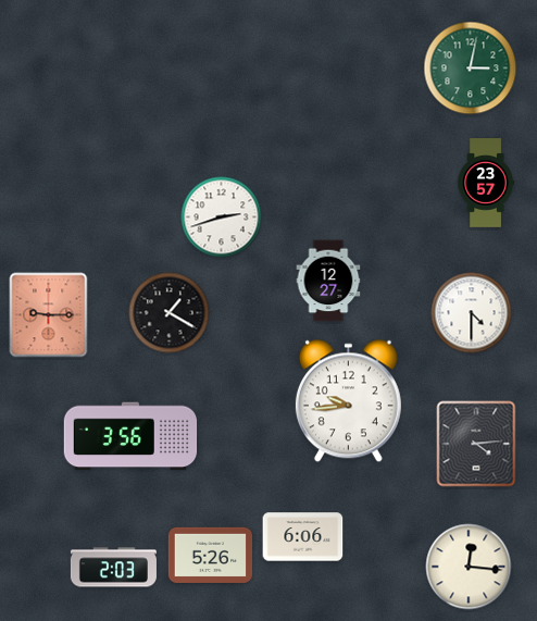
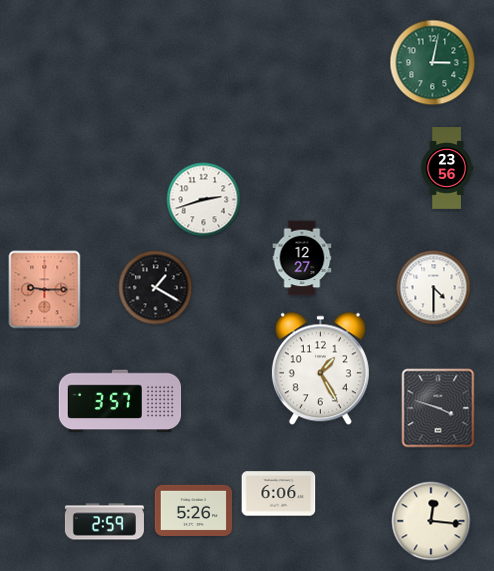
clock at (486, 183): 23:57 -> 23:56
clock at (348, 401): 9:44 -> 1:25
clock at (130, 436): 3:56 -> 3:57
clock at (476, 444): 4:14 -> 3:48
clock at (113, 568): 2:03 -> 2:59
